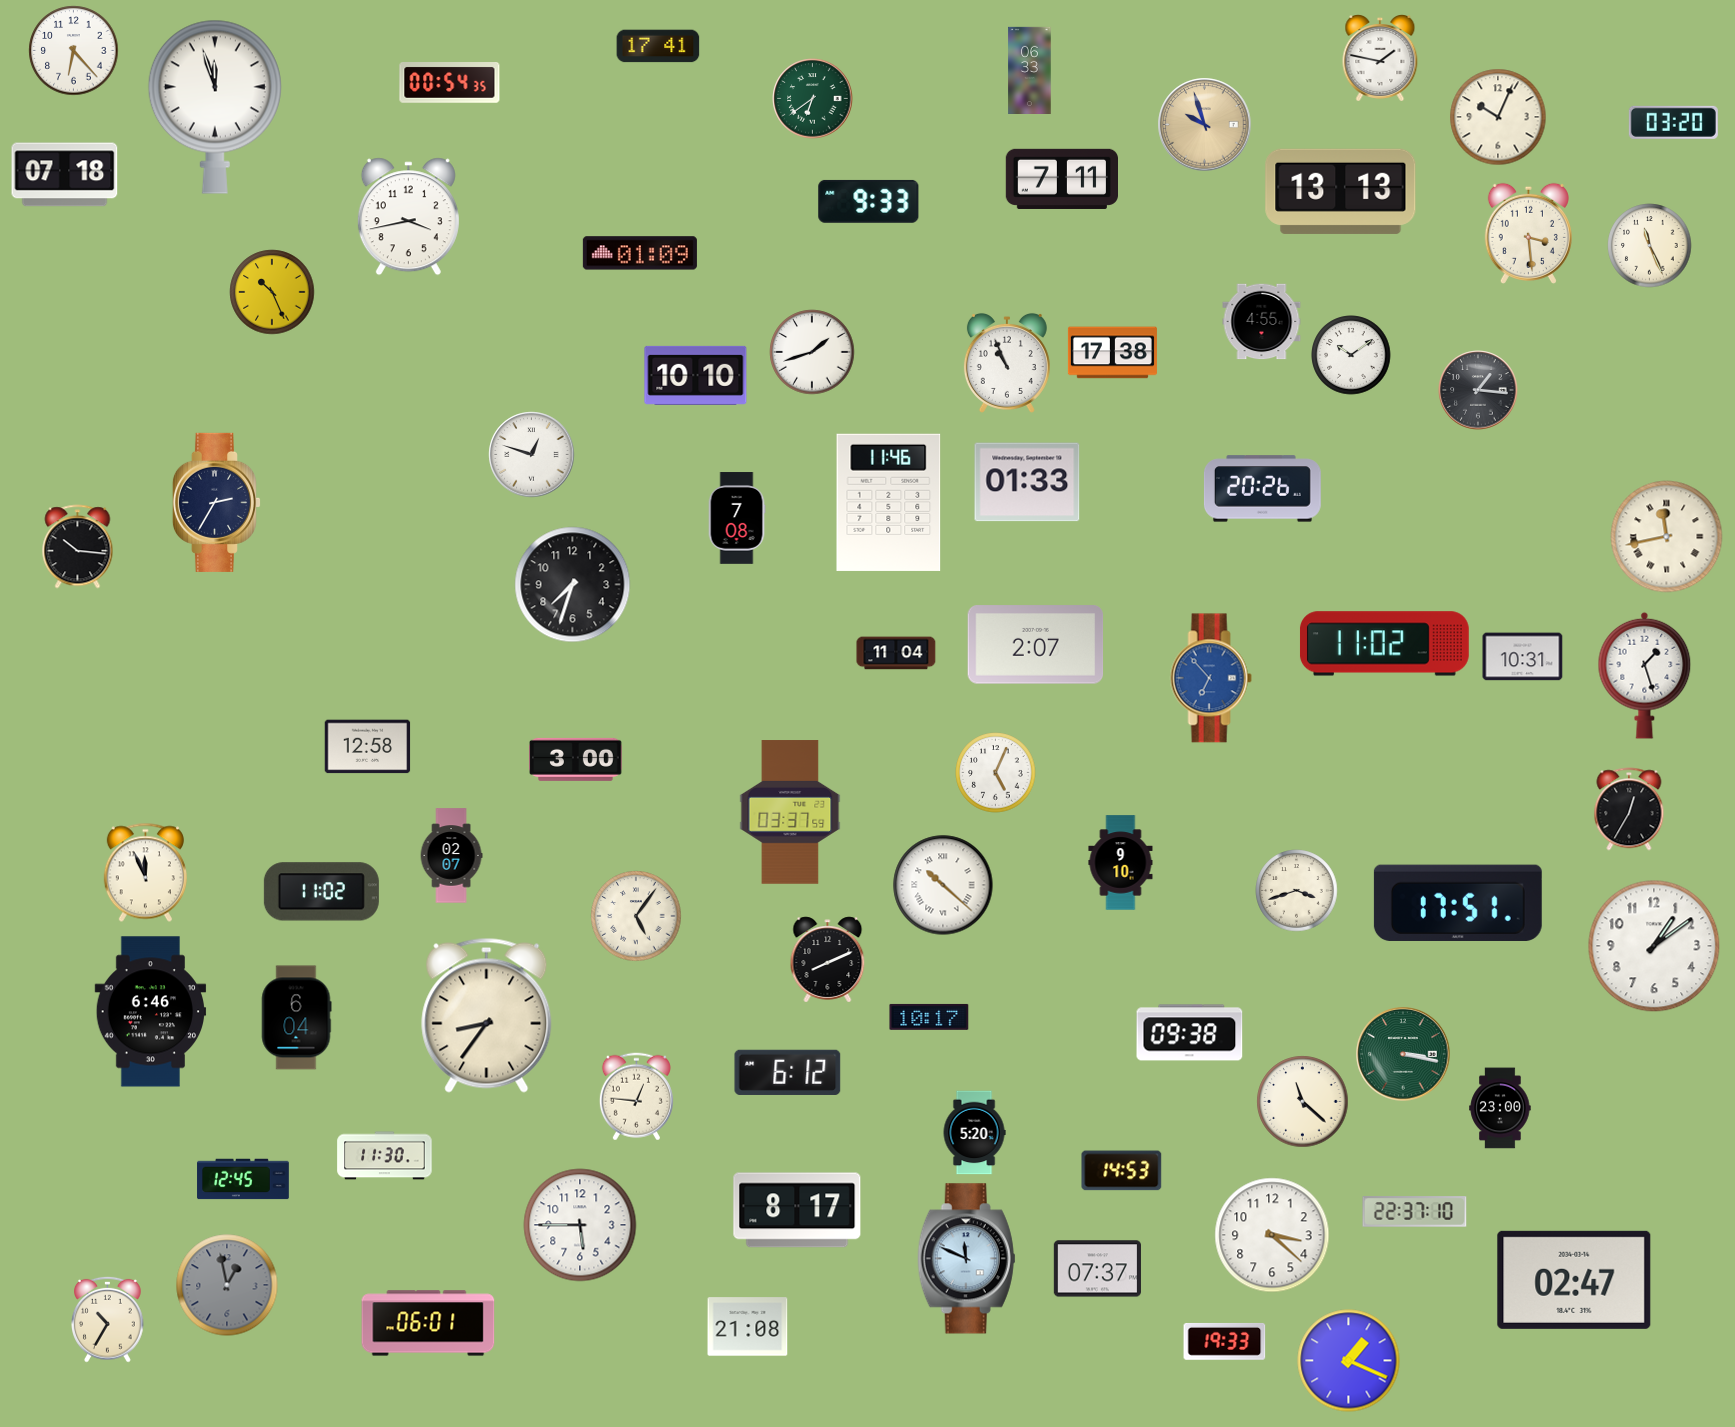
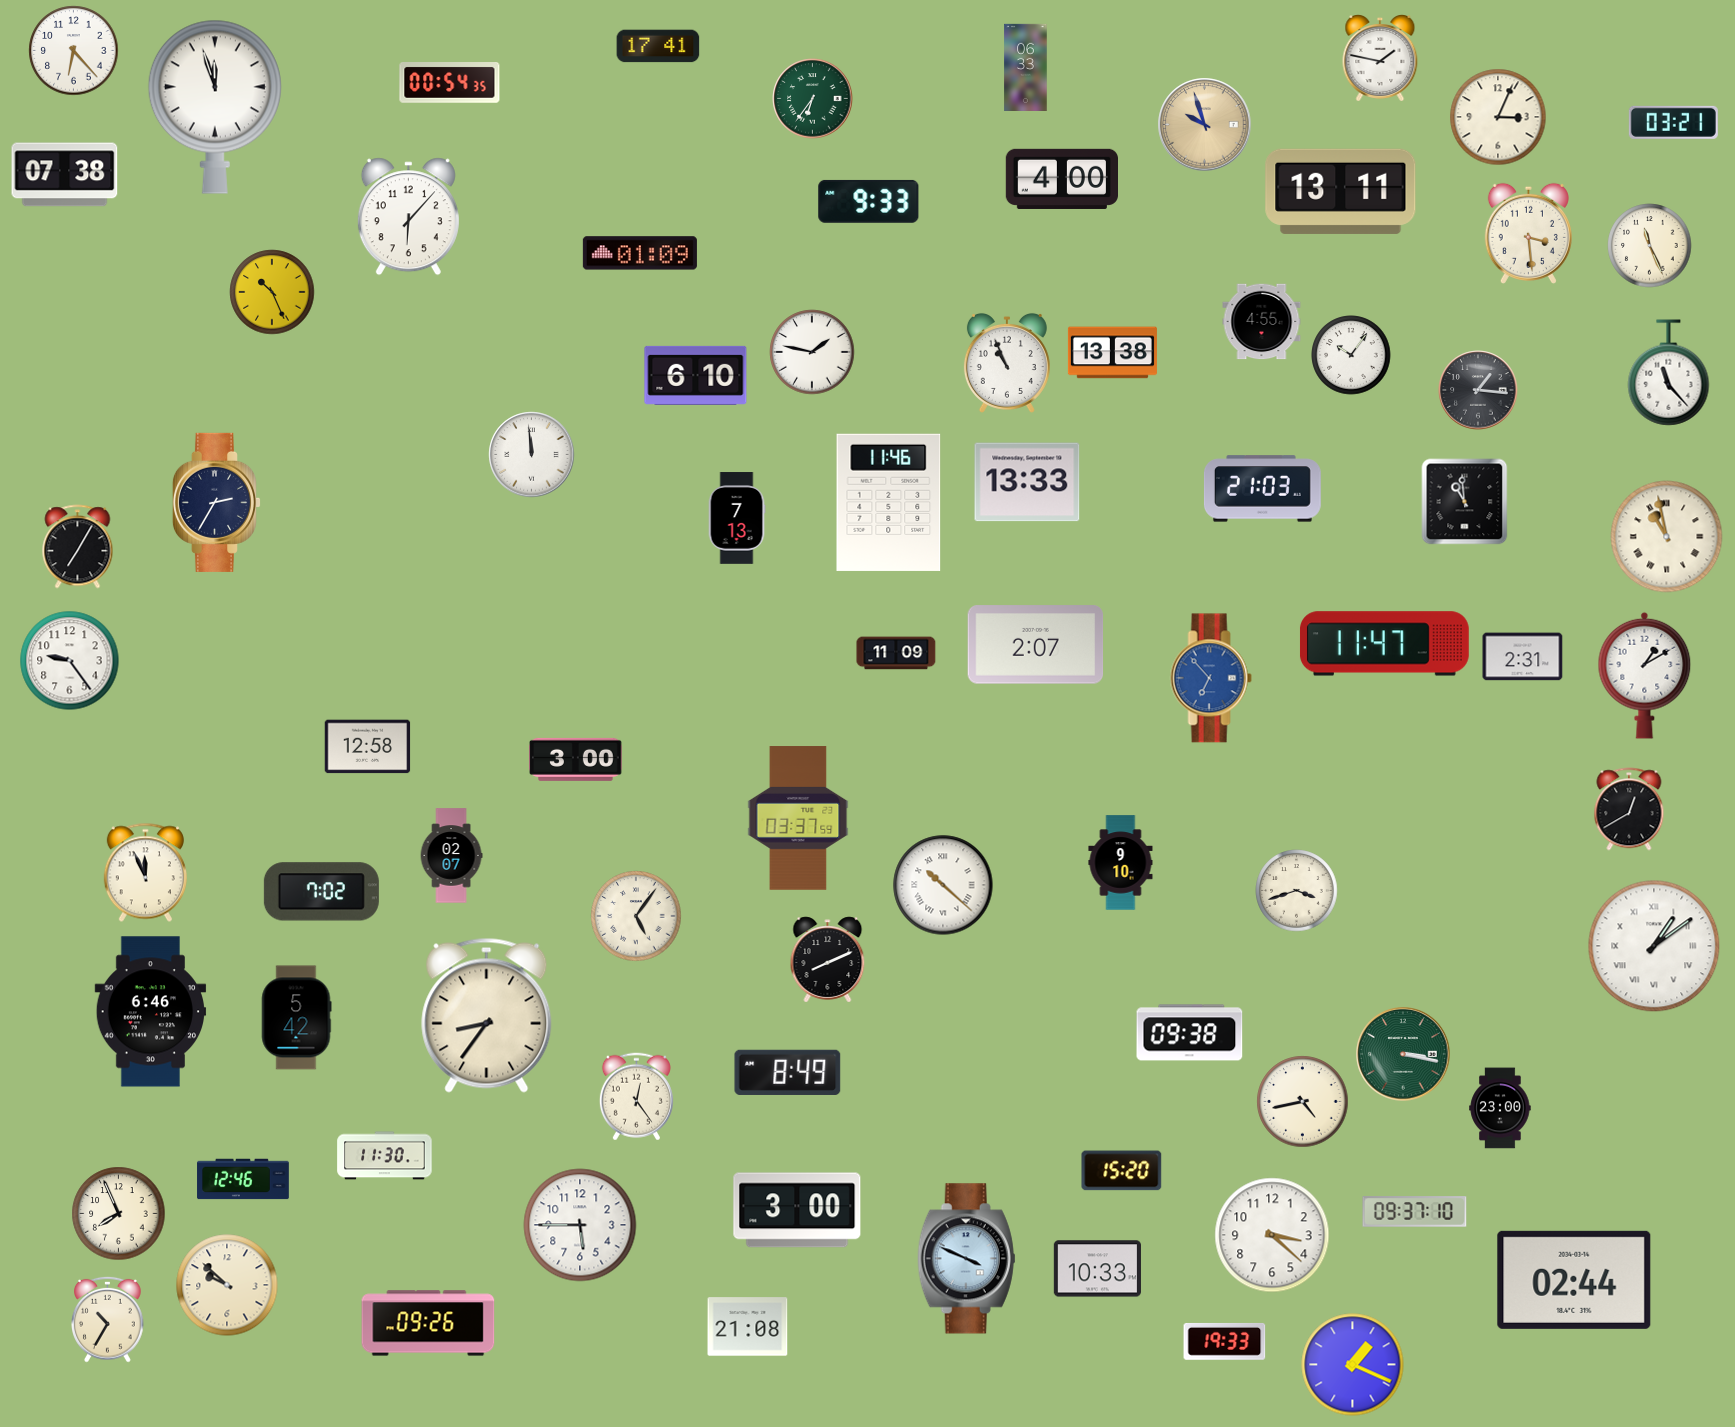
clock at (1030, 70) position: (1030, 70) -> (1026, 67)
clock at (813, 99): 6:39 -> 6:36
clock at (1498, 117): 10:04 -> 3:04
clock at (1673, 122): 03:20 -> 03:21
clock at (65, 175): 07:18 -> 07:38
clock at (1061, 179): 7:11 -> 4:00
clock at (1341, 191): 13:13 -> 13:11
clock at (408, 217): 3:43 -> 6:07
clock at (812, 352): 1:42 -> 1:47
clock at (1112, 353): 17:38 -> 13:38
clock at (1351, 355): 10:09 -> 10:06
clock at (1669, 373): none -> 11:23
clock at (696, 375): 10:10 -> 6:10
clock at (532, 455): 12:48 -> 11:59
clock at (1027, 482): 01:33 -> 13:33
clock at (1262, 489): 20:26 -> 21:03
clock at (1465, 502): none -> 10:59
clock at (737, 518): 7:08 -> 7:13
clock at (1667, 537): 11:43 -> 10:58
clock at (78, 547): 10:16 -> 7:05
clock at (573, 585): 7:33 -> none
clock at (1384, 644): 11:02 -> 11:47
clock at (896, 653): 11:04 -> 11:09
clock at (1523, 657): 10:31 -> 2:31
clock at (70, 661): none -> 9:24
clock at (1645, 675): 1:27 -> 1:10
clock at (996, 773): 5:04 -> none
clock at (1629, 809): 12:35 -> 12:40
clock at (790, 812) position: (790, 812) -> (798, 818)
clock at (321, 892): 11:02 -> 7:02
clock at (1458, 902): 17:51 -> none
clock at (1654, 946) numerals: Arabic -> Roman
clock at (929, 1017): 10:17 -> none
clock at (296, 1018): 6:04 -> 5:42
clock at (788, 1072): 6:12 -> 8:49
clock at (636, 1097): 12:46 -> 12:24
clock at (1303, 1102): 11:22 -> 4:43
clock at (974, 1133): 5:20 -> none
clock at (1122, 1171): 14:53 -> 15:20
clock at (243, 1179): 12:45 -> 12:46
clock at (797, 1210): 8:17 -> 3:00
clock at (1415, 1212): 22:37 -> 09:37
clock at (119, 1214): none -> 7:56
clock at (966, 1259): 11:49 -> 3:49
clock at (1097, 1269): 07:37 -> 10:33
clock at (1574, 1280): 02:47 -> 02:44
clock at (227, 1285): 12:58 -> 9:52
clock at (227, 1285) dial: grey -> cream
clock at (428, 1323): 06:01 -> 09:26
clock at (1349, 1361) position: (1349, 1361) -> (1353, 1365)
